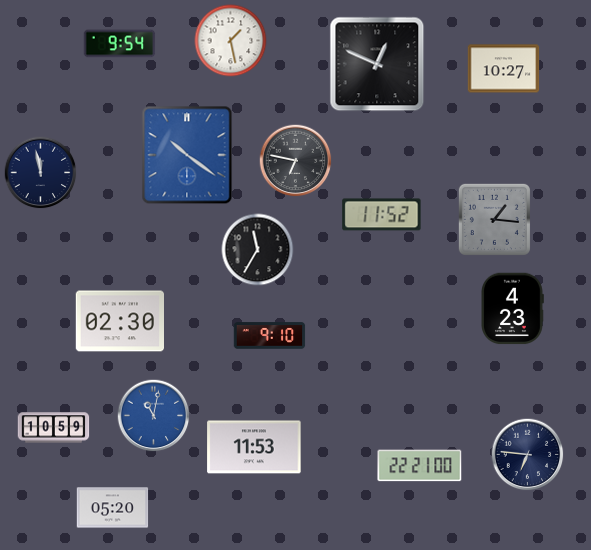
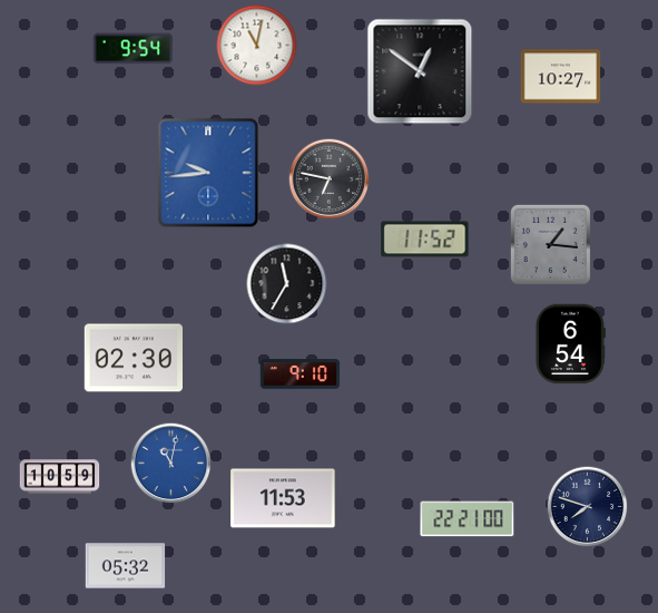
clock at (231, 41): 1:28 -> 11:02
clock at (377, 64): 12:49 -> 12:51
clock at (187, 155): 10:21 -> 9:44
clock at (41, 173): 11:58 -> none
clock at (258, 250) position: (258, 250) -> (287, 284)
clock at (513, 309): 4:23 -> 6:54
clock at (528, 455): 6:46 -> 7:48
clock at (113, 508): 05:20 -> 05:32
